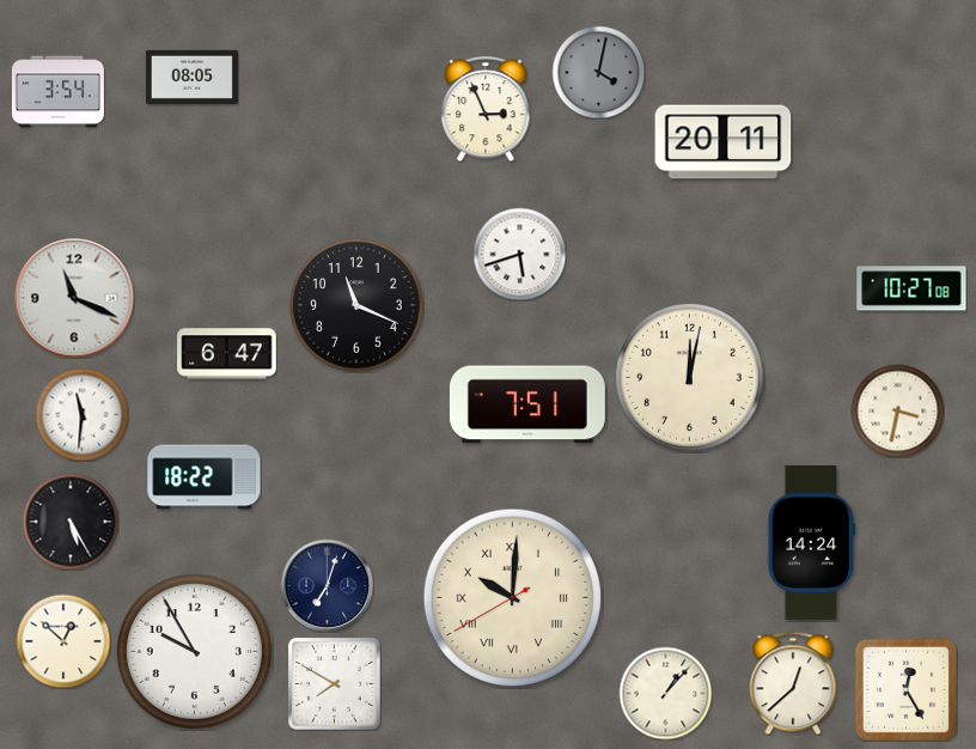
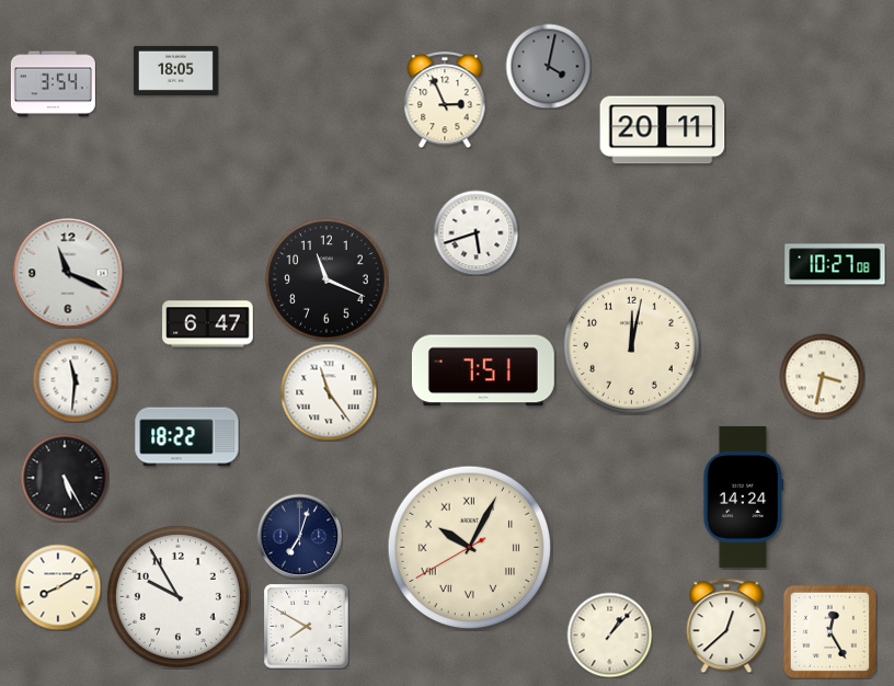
clock at (191, 77): 08:05 -> 18:05
clock at (329, 392): none -> 11:24
clock at (513, 598): 10:00 -> 10:04
clock at (63, 641): 12:52 -> 8:10
